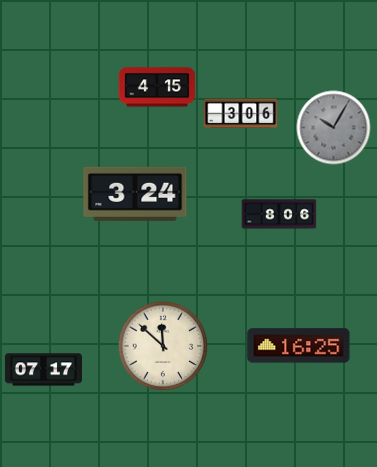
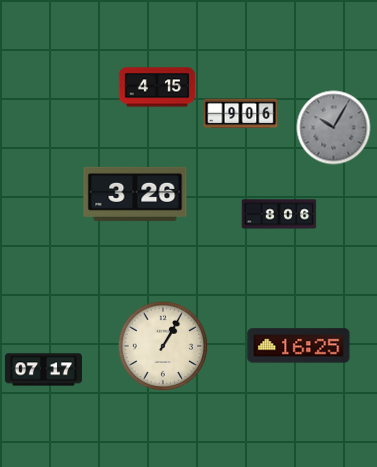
clock at (241, 114): 3:06 -> 9:06
clock at (135, 194): 3:24 -> 3:26
clock at (163, 346): 11:52 -> 1:05
